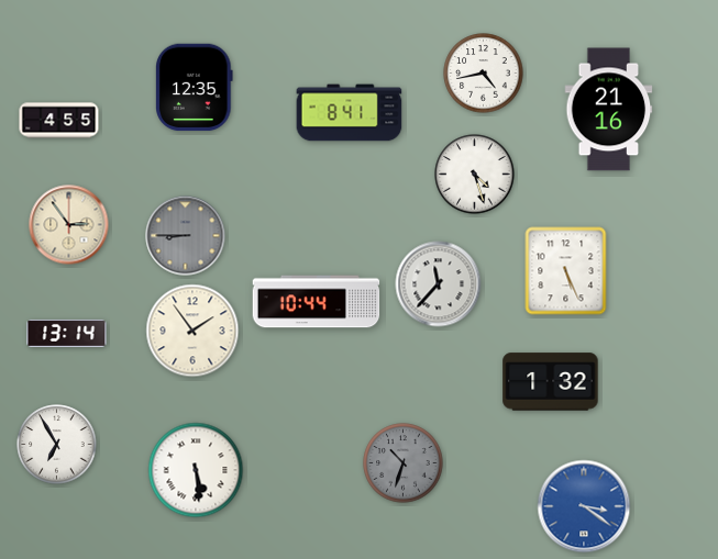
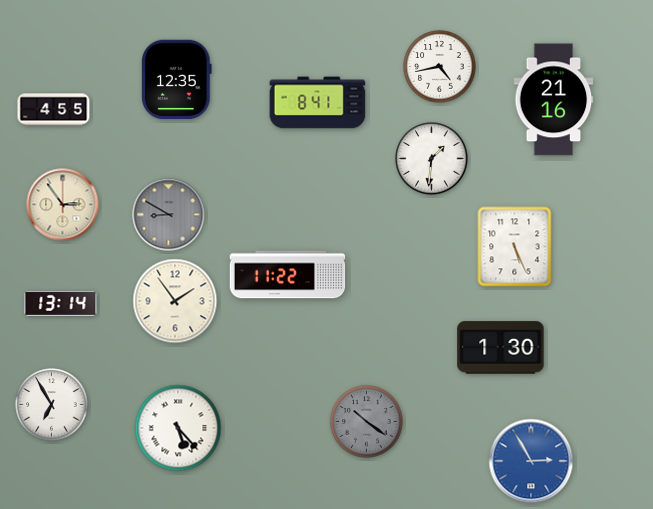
clock at (475, 175): 4:27 -> 1:31
clock at (186, 236): 8:45 -> 8:50
clock at (439, 284): 11:37 -> none
clock at (317, 302): 10:44 -> 11:22
clock at (551, 382): 1:32 -> 1:30
clock at (404, 463): 10:33 -> 10:21
clock at (196, 470): 5:29 -> 5:23
clock at (584, 506): 3:21 -> 2:55
